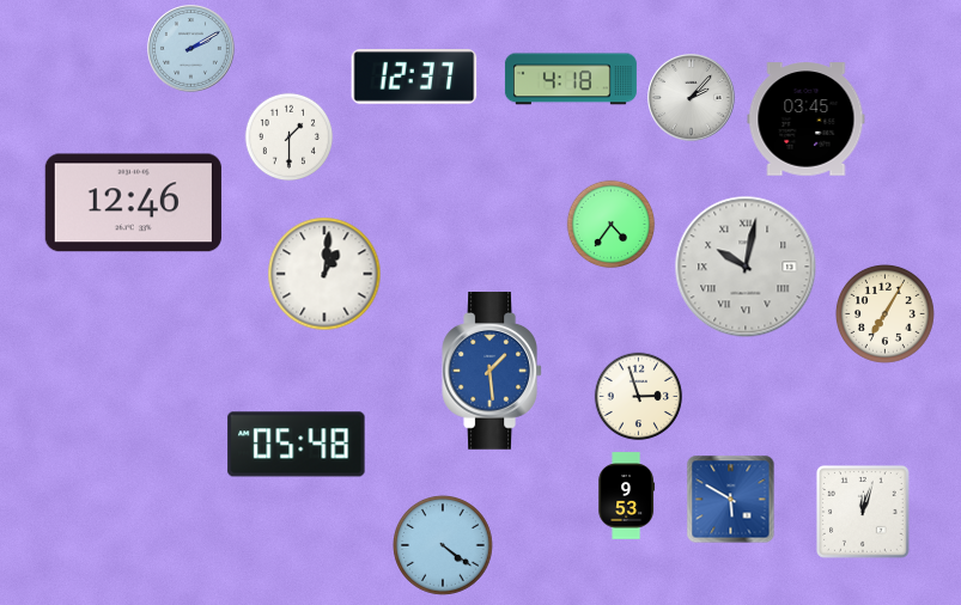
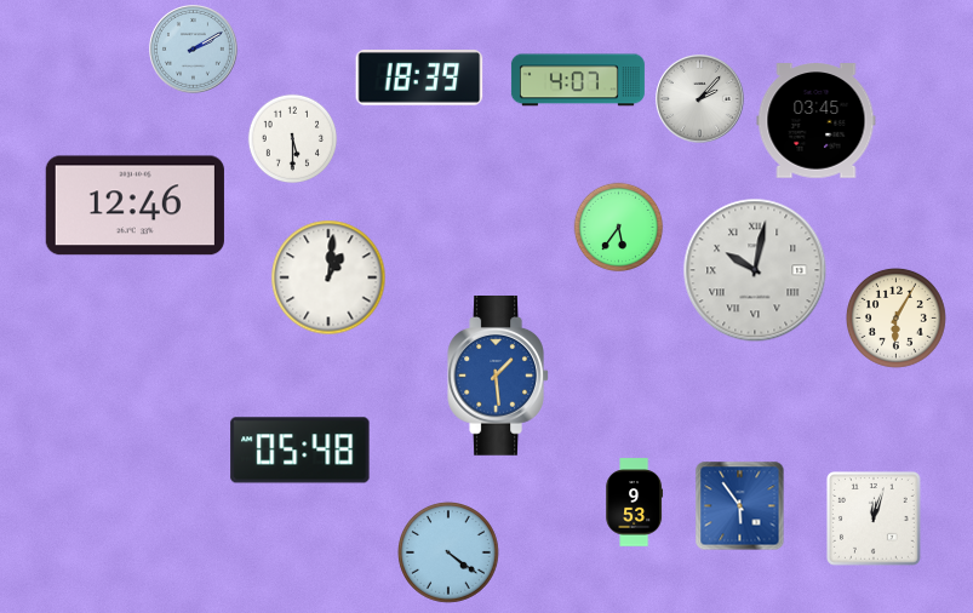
clock at (414, 78): 12:37 -> 18:39
clock at (571, 79): 4:18 -> 4:07
clock at (290, 137): 1:30 -> 5:30
clock at (612, 225): 4:36 -> 5:36
clock at (886, 314): 7:05 -> 6:05
clock at (639, 397): 2:57 -> none
clock at (731, 500): 5:50 -> 5:54
